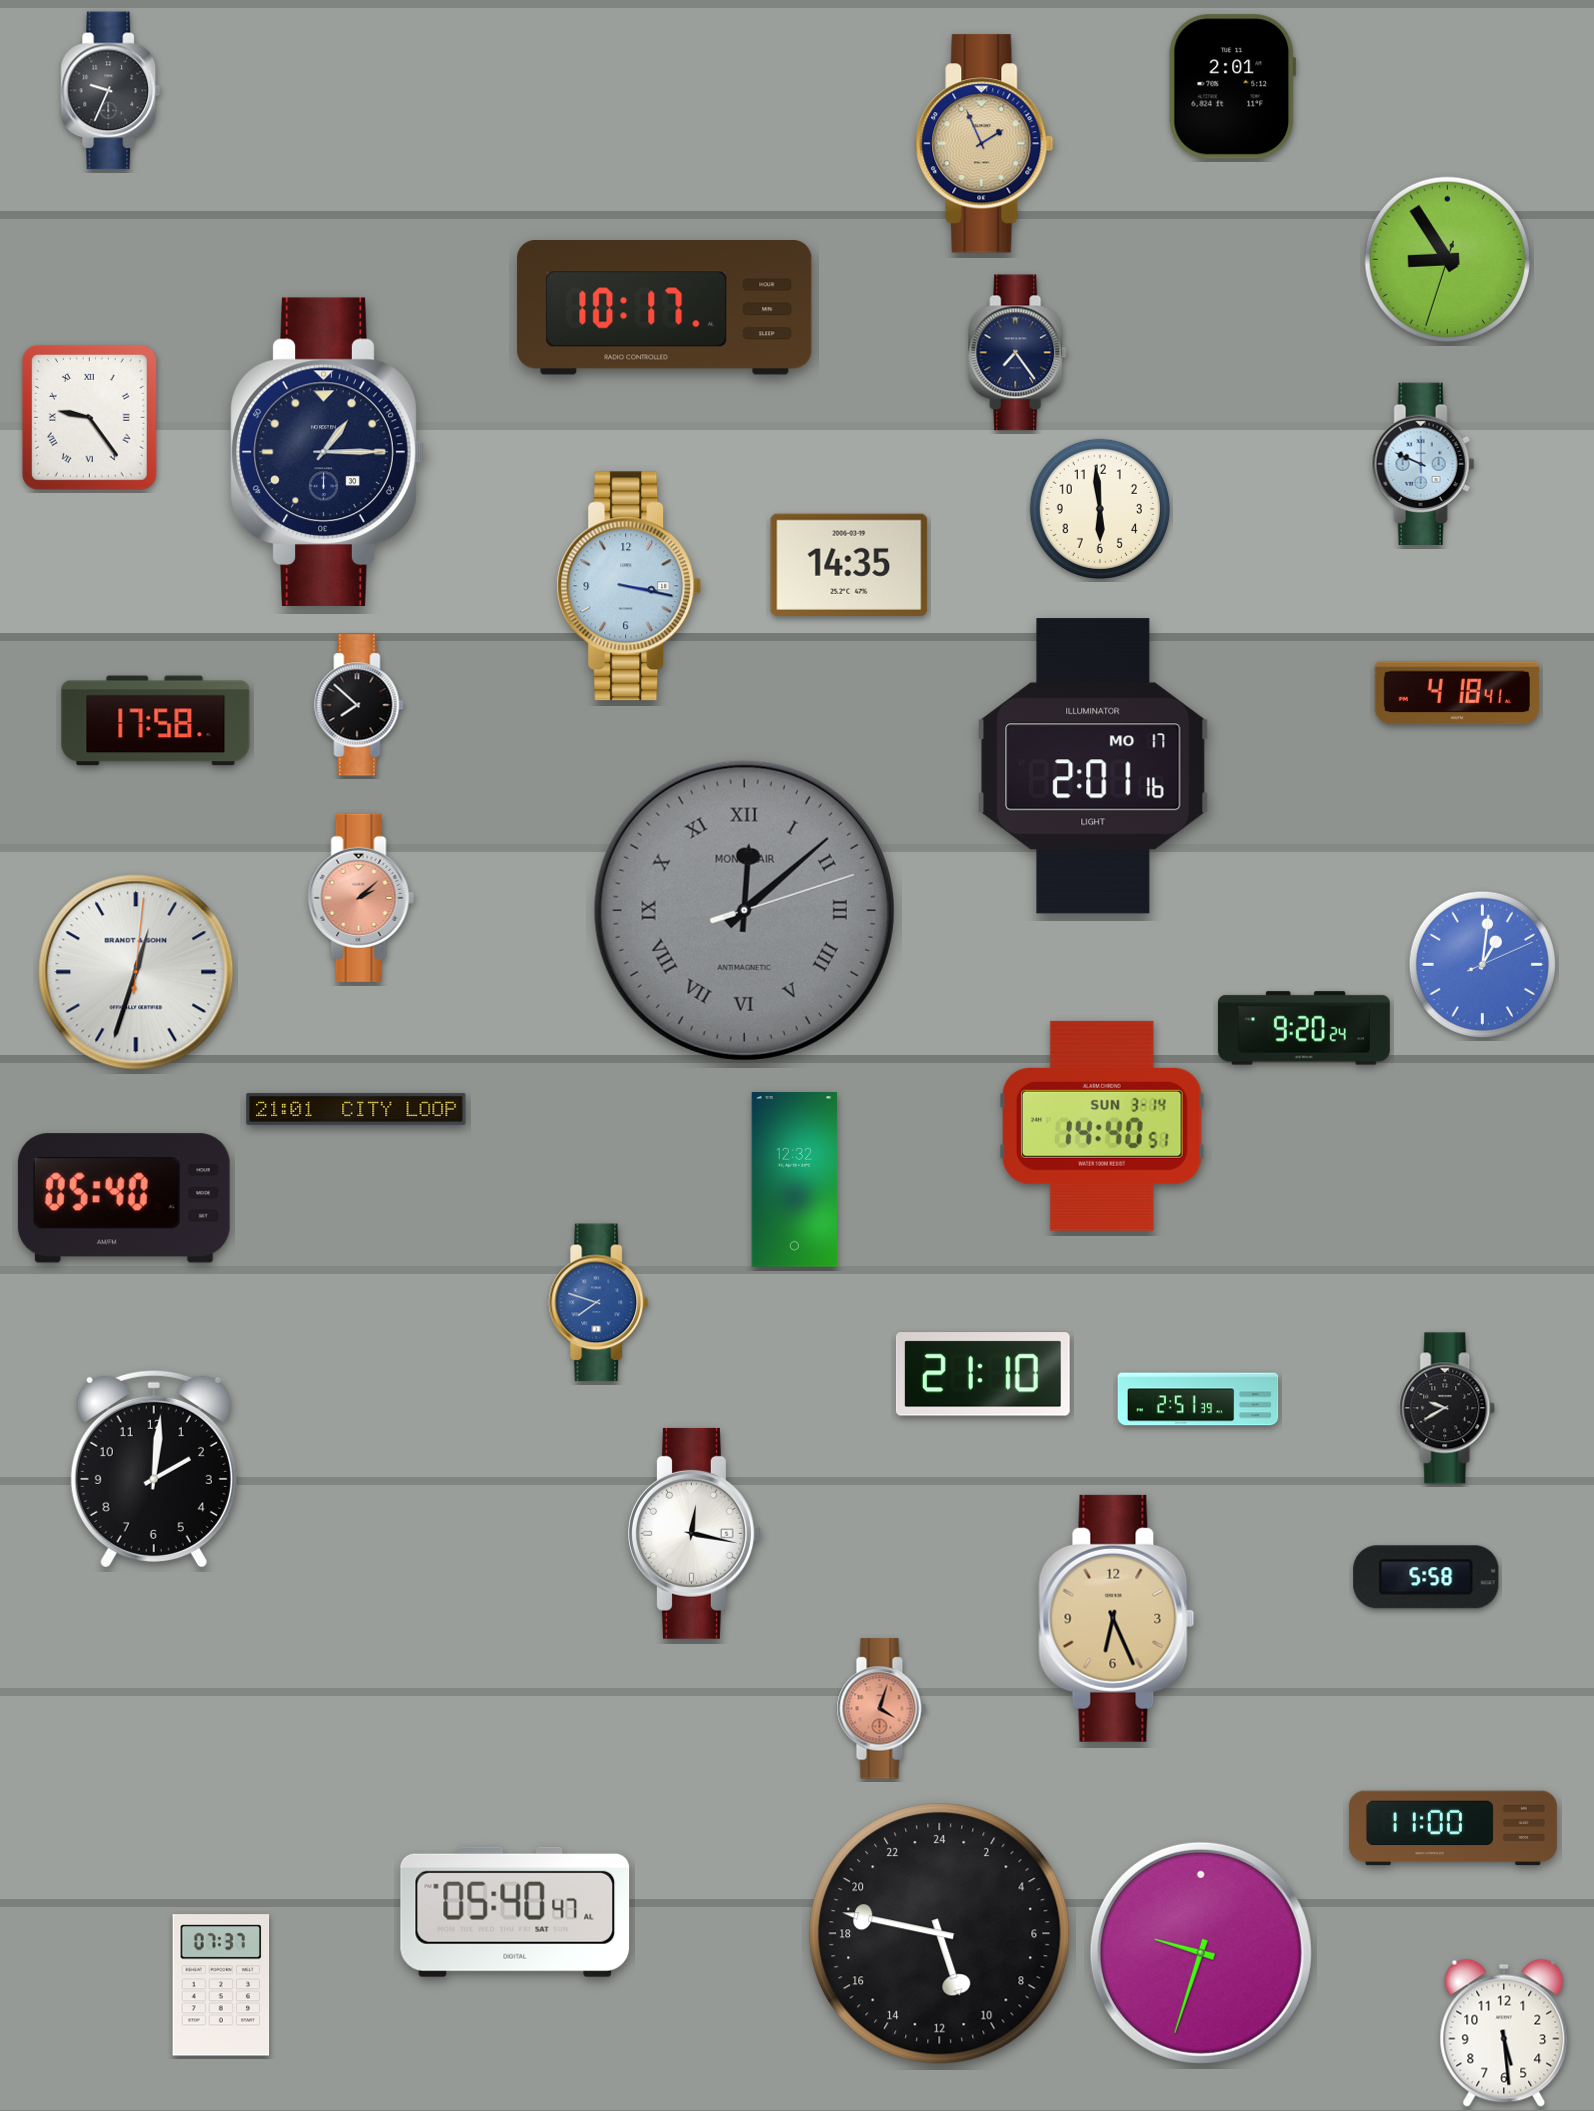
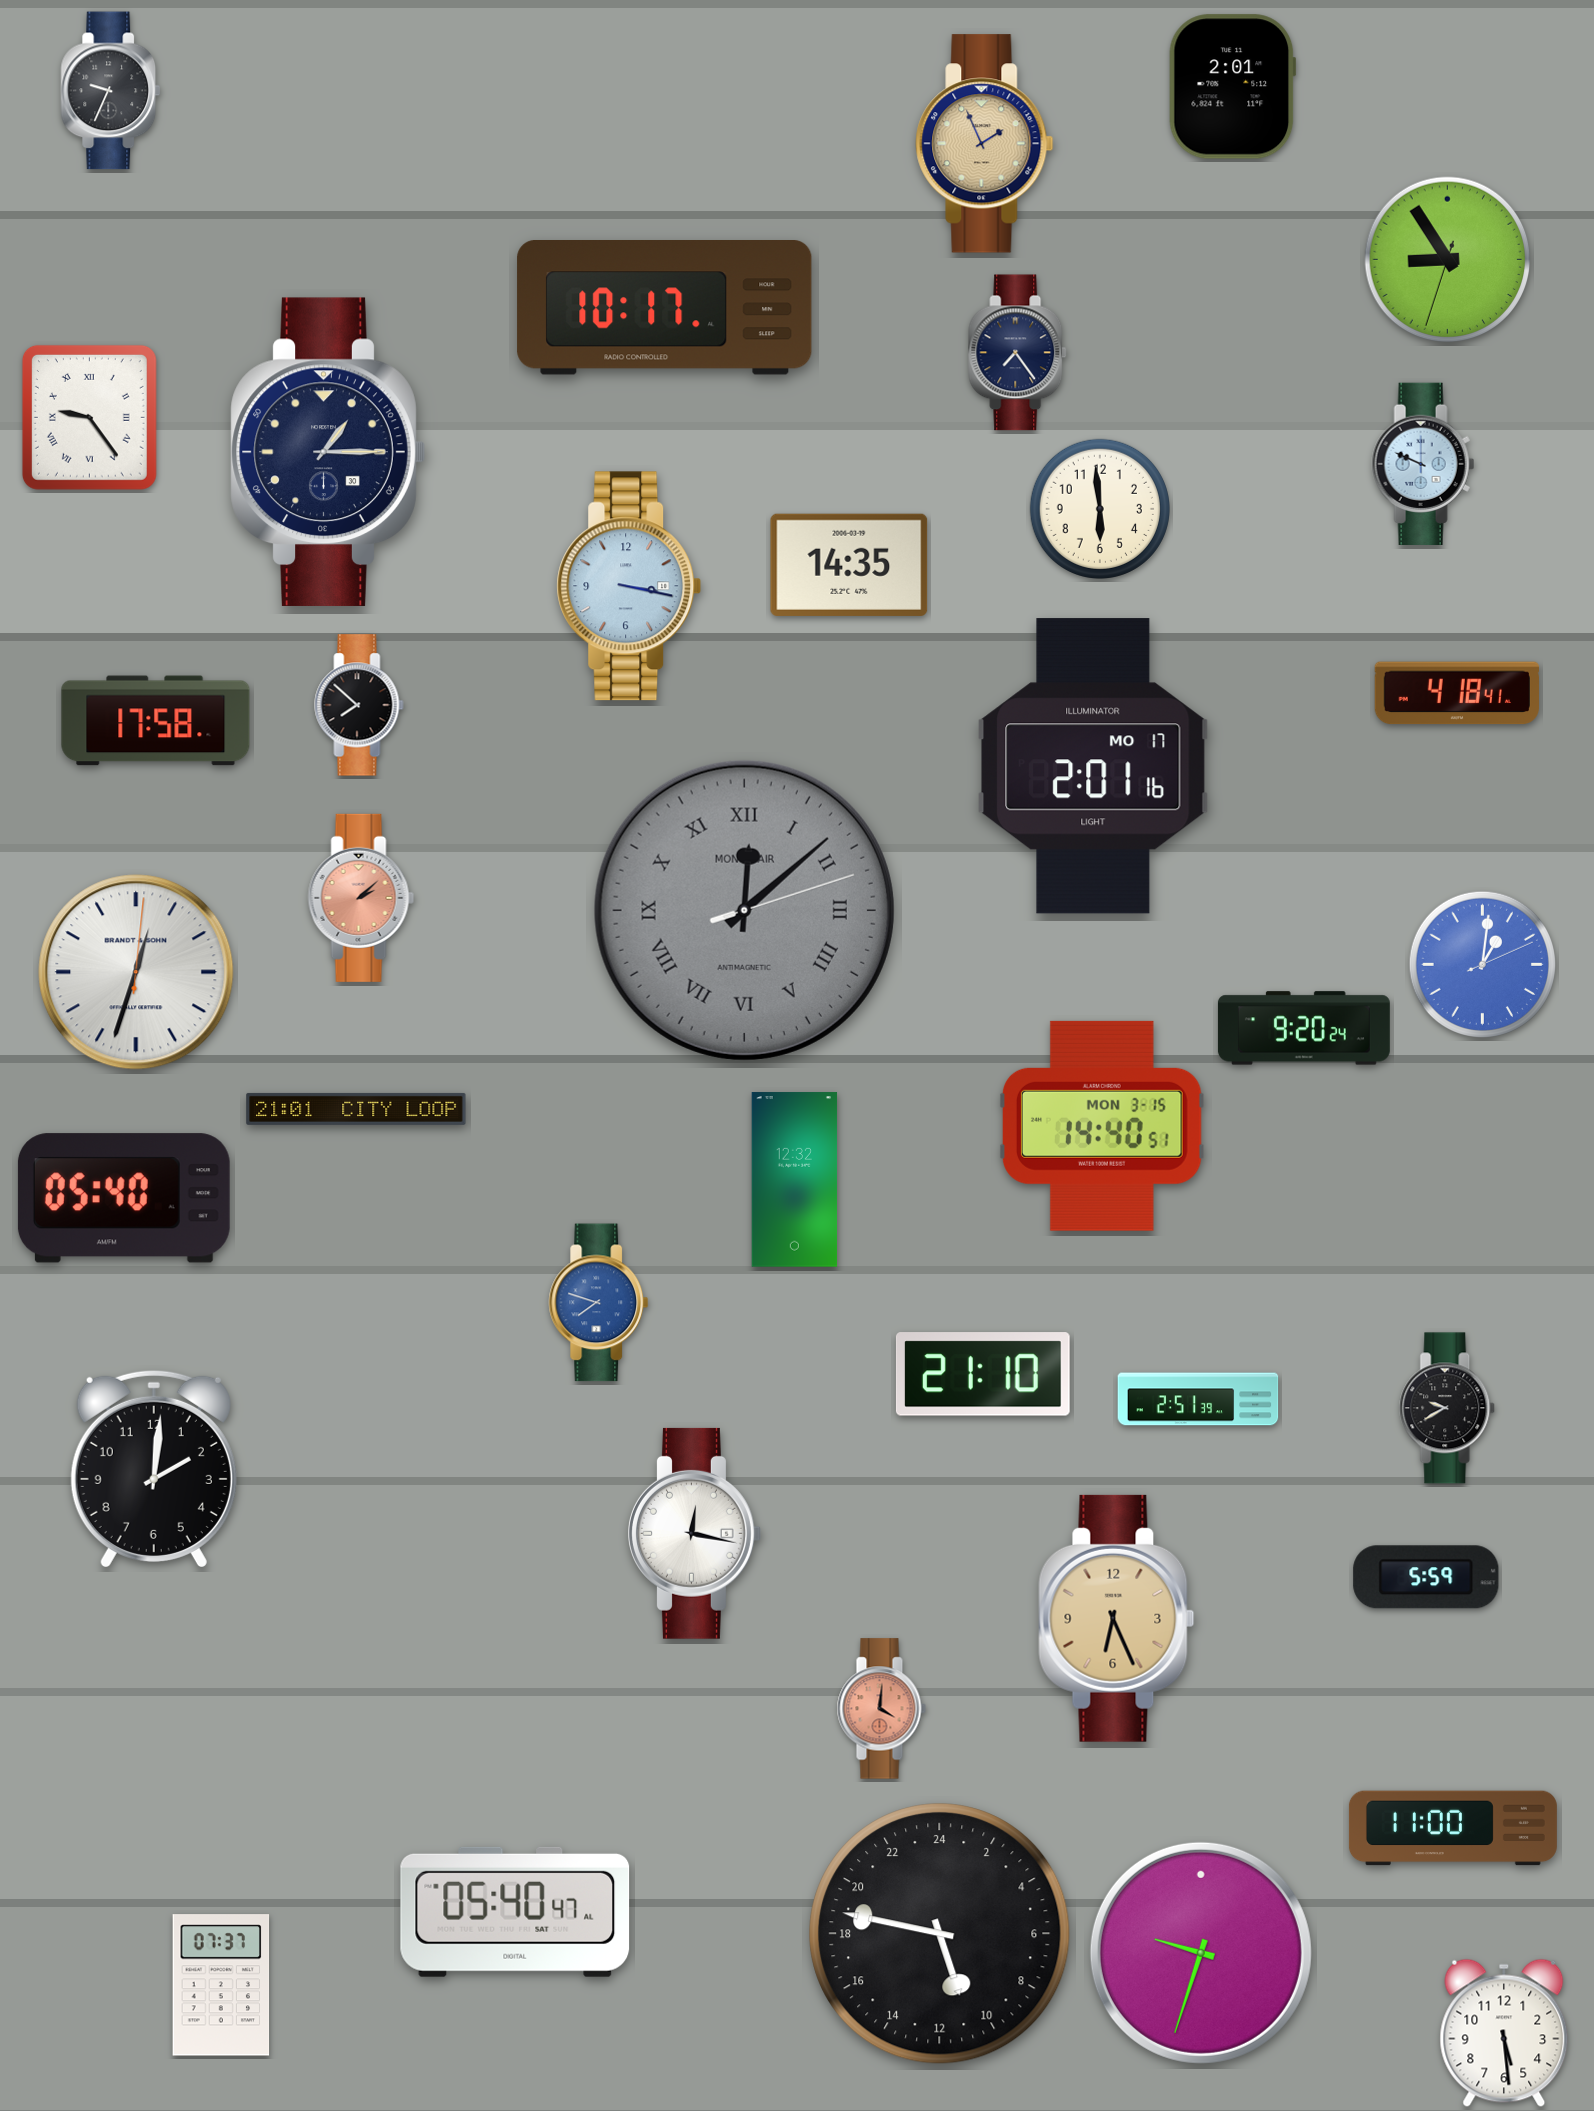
clock at (1102, 1126) date: SUN 3-14 -> MON 3-15
clock at (1426, 1577): 5:58 -> 5:59
clock at (881, 1709): 4:03 -> 4:01
